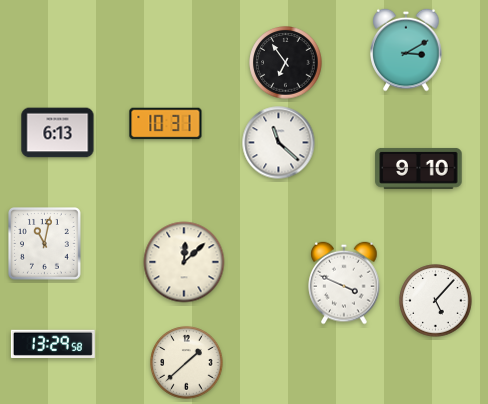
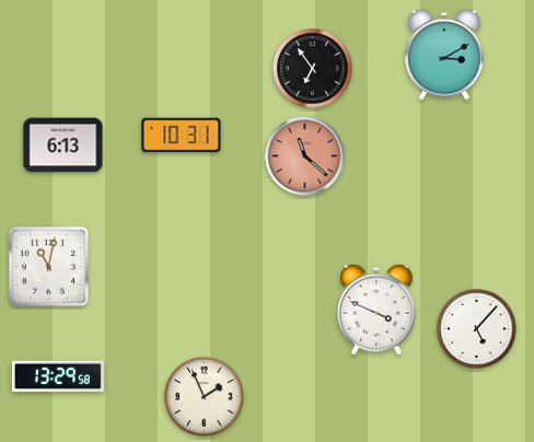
clock at (279, 143) dial: white -> salmon
clock at (419, 168): 9:10 -> none
clock at (184, 262): 12:08 -> none
clock at (187, 363): 1:38 -> 1:56
